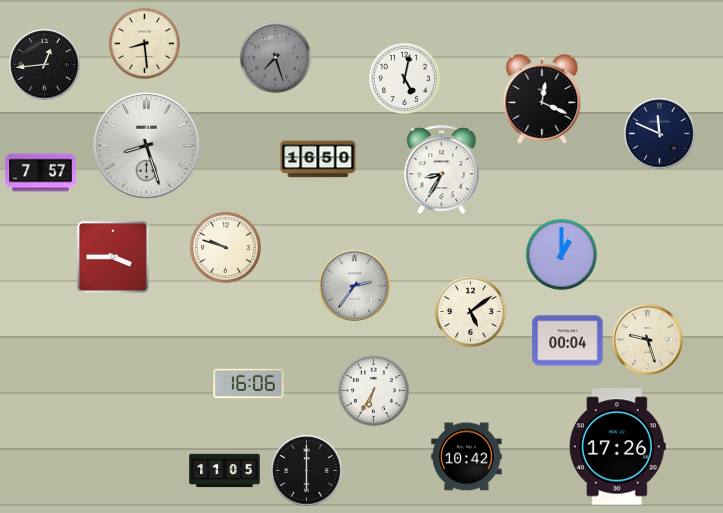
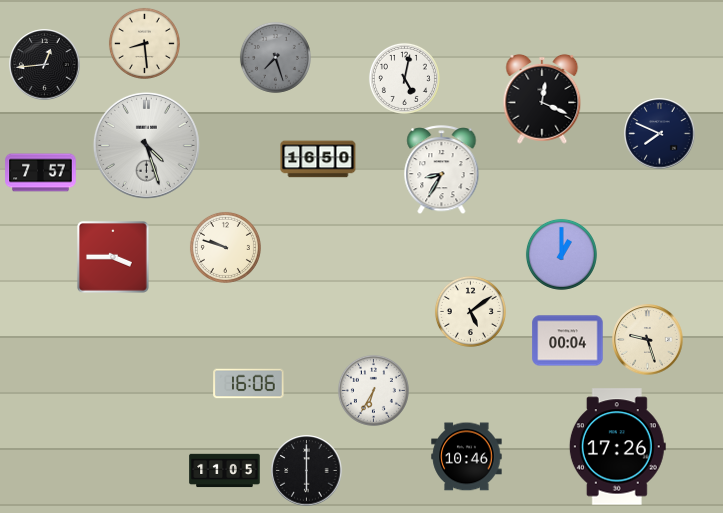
clock at (660, 134): 11:49 -> 7:49
clock at (146, 145): 8:27 -> 4:27
clock at (355, 286): 2:36 -> none
clock at (467, 457): 10:42 -> 10:46
